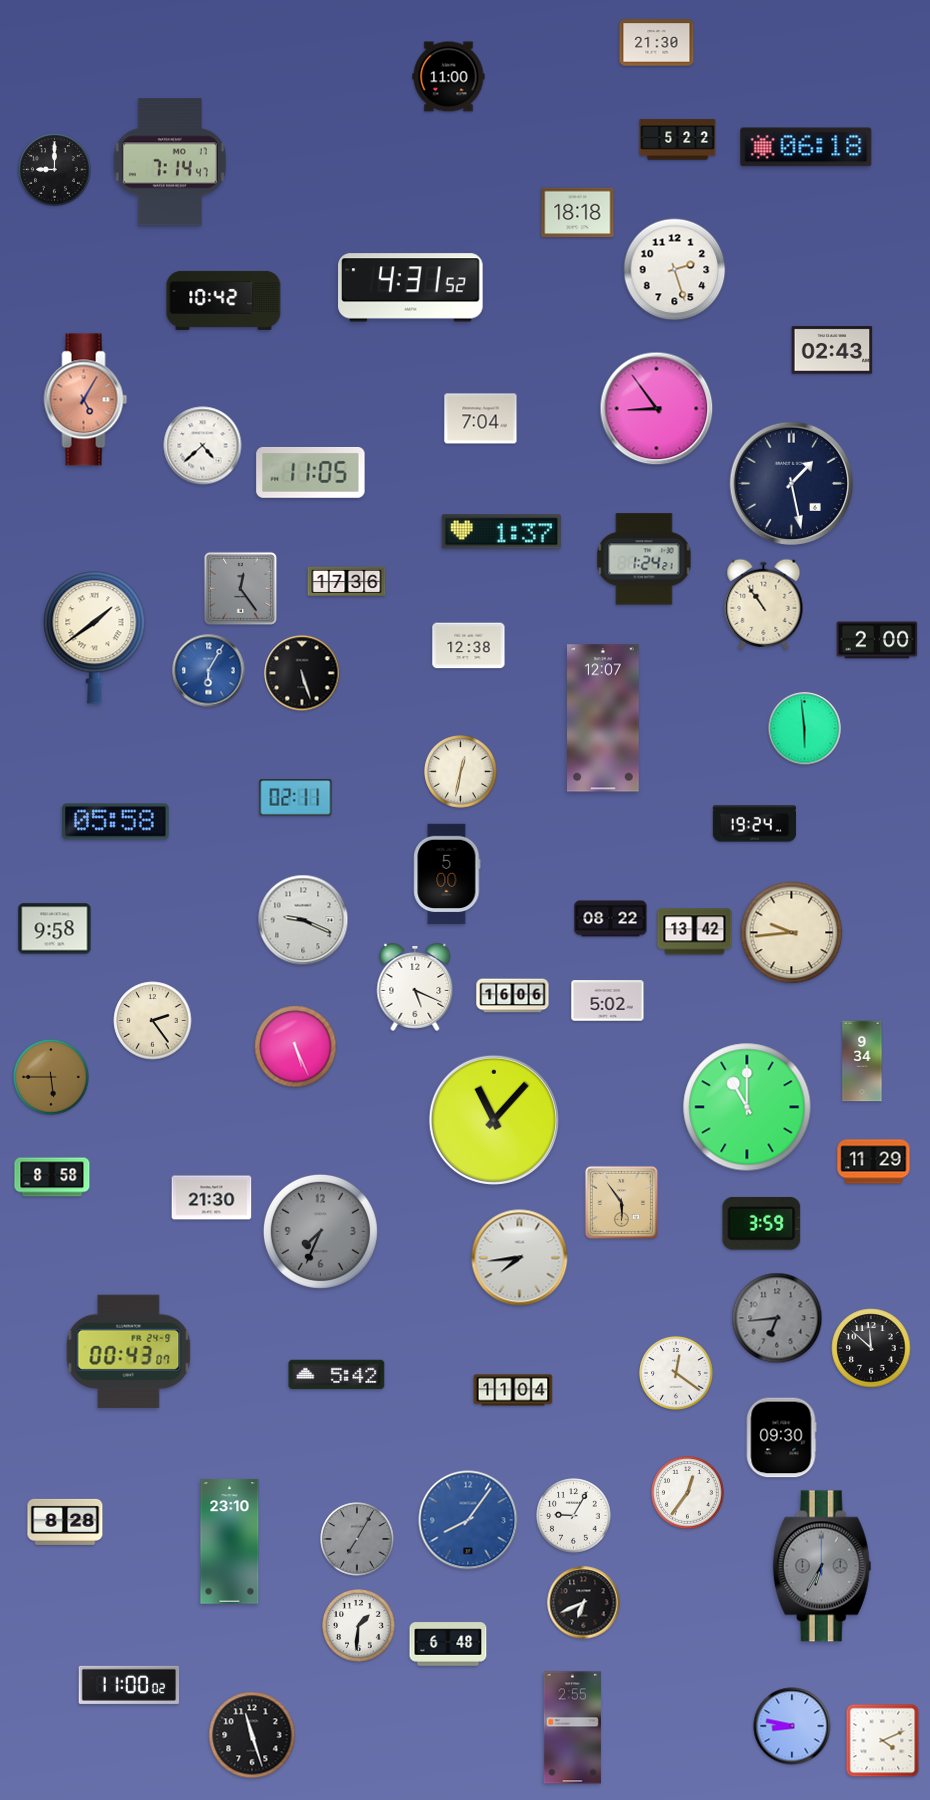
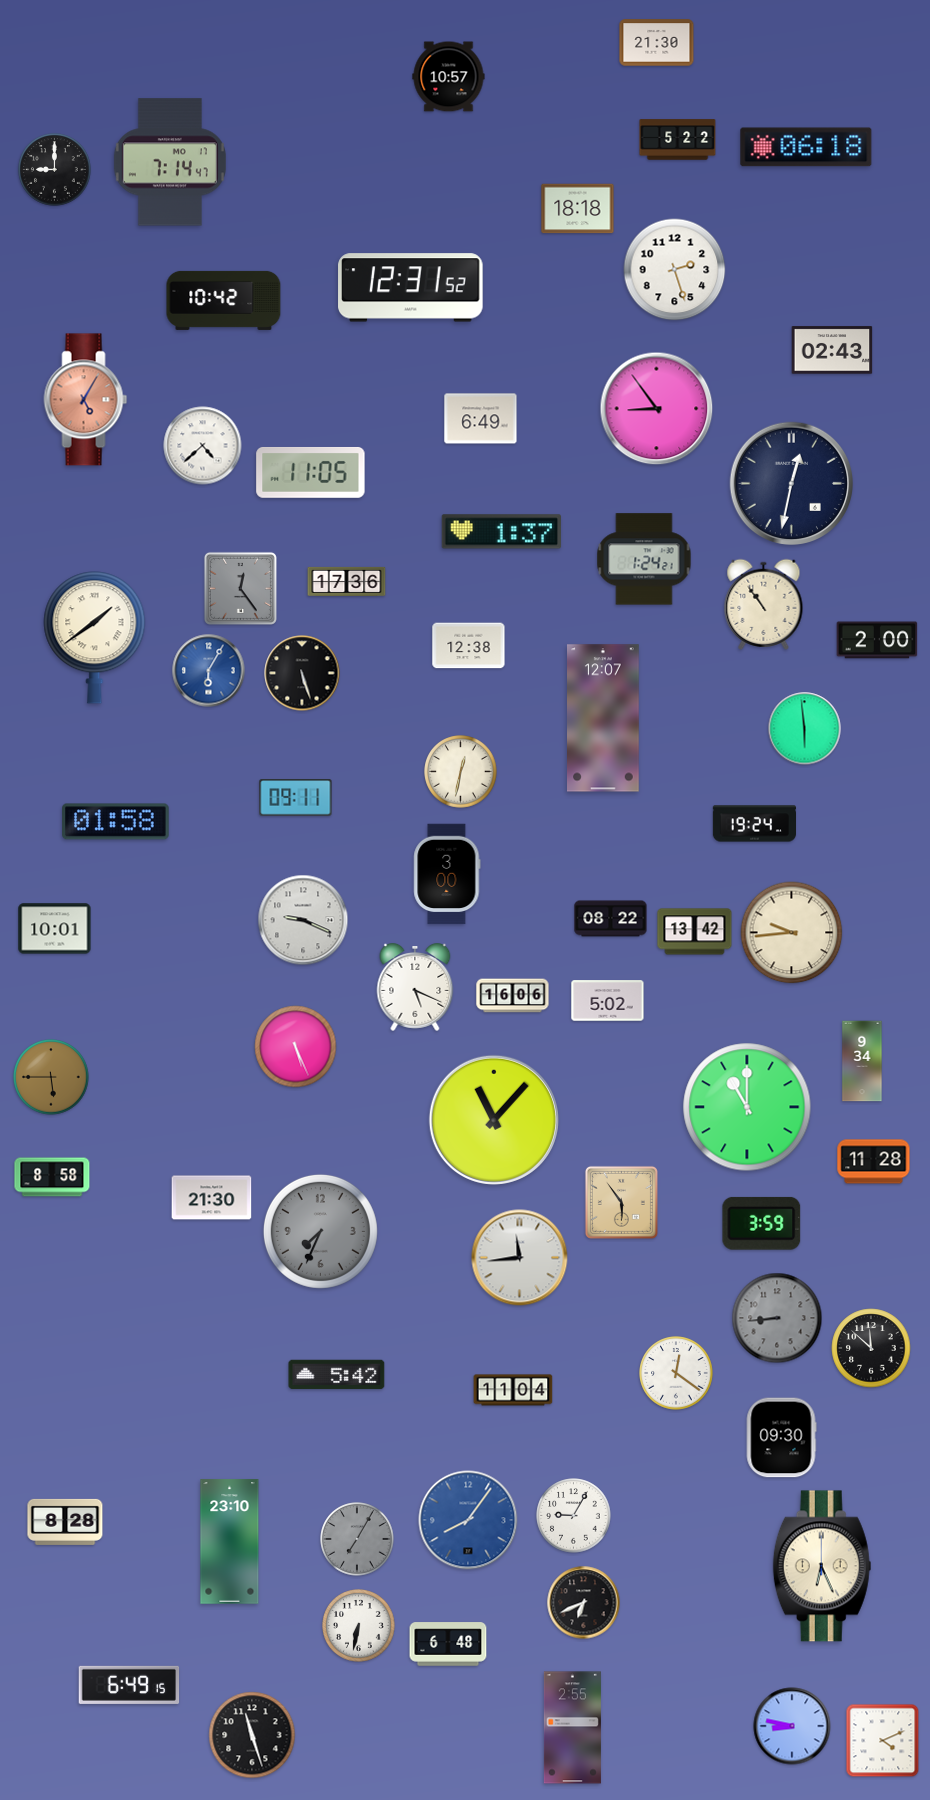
clock at (449, 77): 11:00 -> 10:57
clock at (578, 213) position: (578, 213) -> (578, 209)
clock at (411, 288): 4:31 -> 12:31
clock at (481, 419): 7:04 -> 6:49
clock at (792, 484): 1:28 -> 12:32
clock at (296, 798): 02:11 -> 09:11
clock at (116, 822): 05:58 -> 01:58
clock at (447, 874): 5:00 -> 3:00
clock at (55, 929): 9:58 -> 10:01
clock at (153, 1021): 2:24 -> none
clock at (874, 1162): 11:29 -> 11:28
clock at (520, 1258): 7:44 -> 11:44
clock at (777, 1318): 6:44 -> 8:44
clock at (129, 1351): 00:43 -> none
clock at (688, 1493): 12:36 -> none
clock at (822, 1566): 6:35 -> 6:26
clock at (822, 1566) dial: grey -> cream
clock at (359, 1626): 1:31 -> 6:32
clock at (129, 1685): 11:00 -> 6:49
